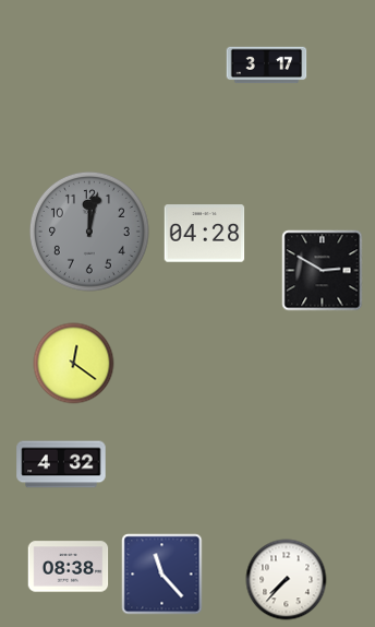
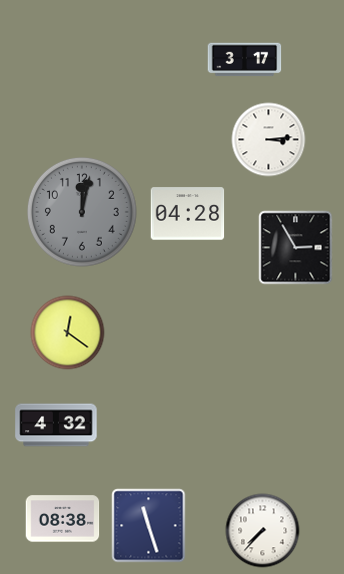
clock at (269, 140): none -> 3:14
clock at (323, 271): 2:50 -> 2:55
clock at (162, 575): 11:23 -> 11:27
